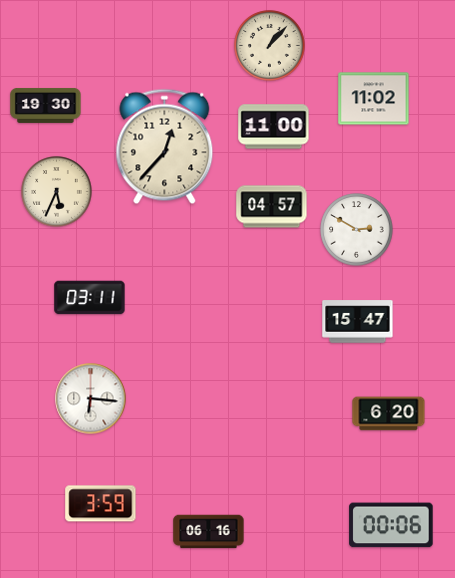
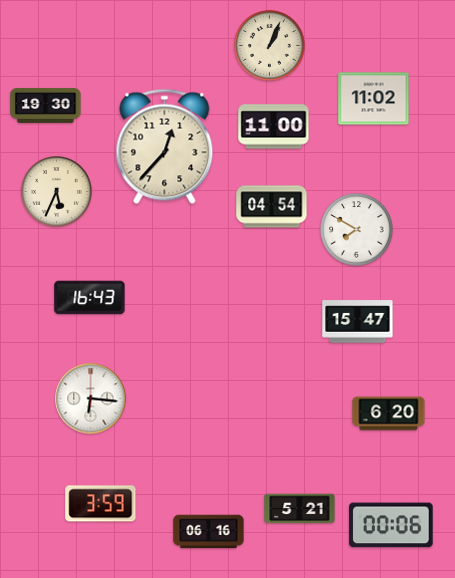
clock at (270, 46): 1:07 -> 1:04
clock at (272, 207): 04:57 -> 04:54
clock at (357, 230): 2:50 -> 7:50
clock at (90, 298): 03:11 -> 16:43
clock at (300, 509): none -> 5:21
